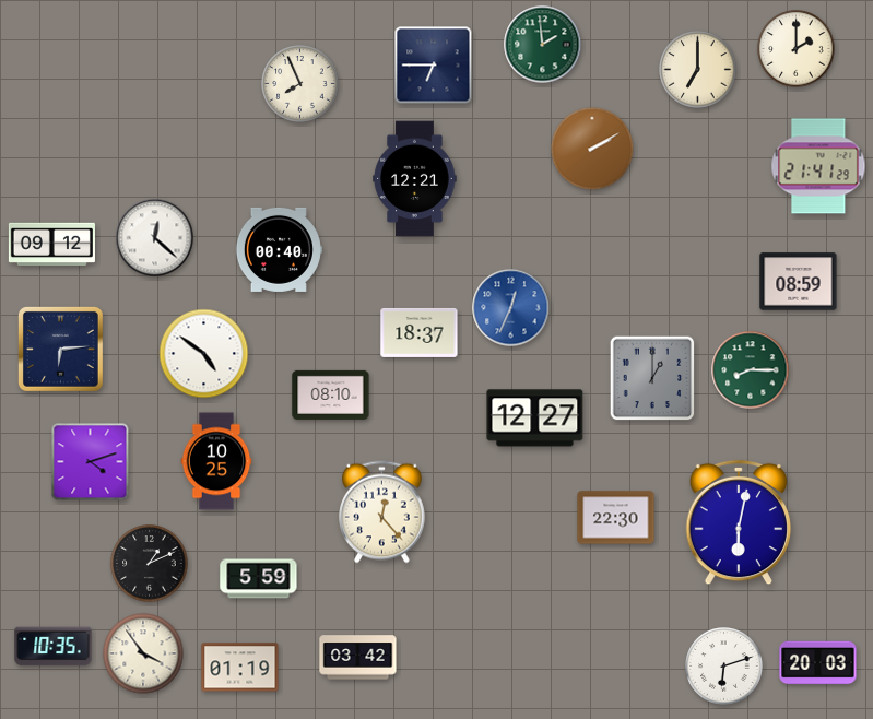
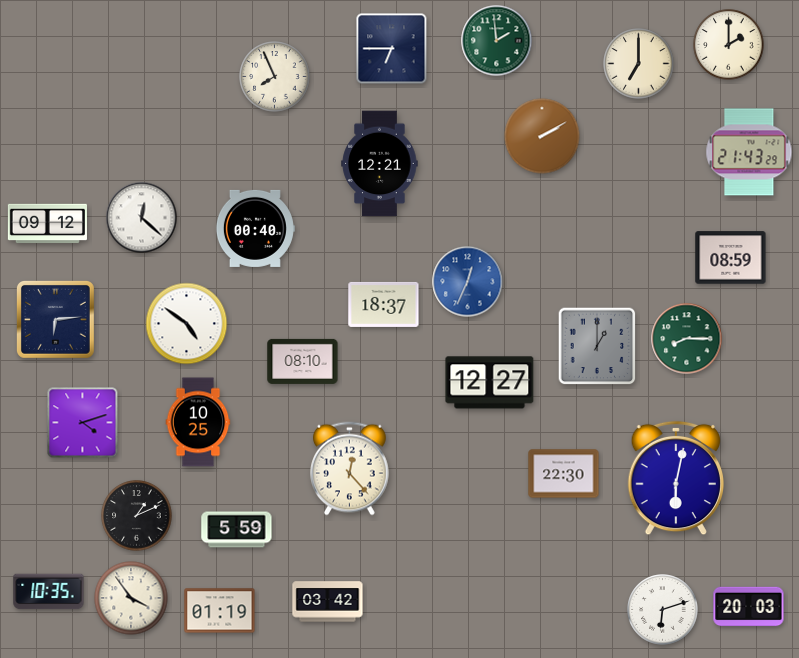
clock at (434, 66) position: (434, 66) -> (392, 49)
clock at (818, 166): 21:41 -> 21:43
